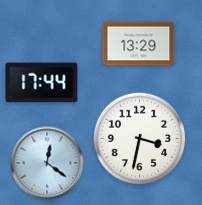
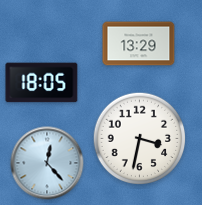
clock at (42, 83): 17:44 -> 18:05
clock at (47, 163): 12:21 -> 12:23
